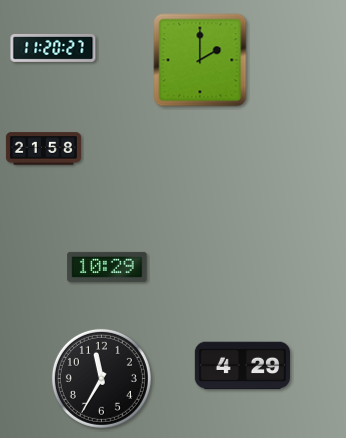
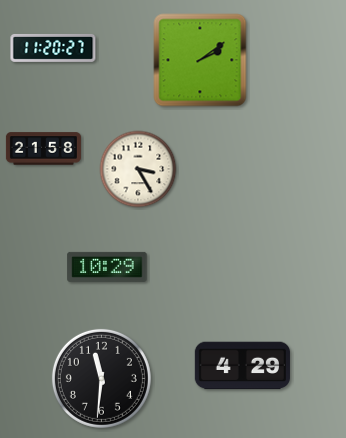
clock at (200, 60): 2:00 -> 2:09
clock at (138, 169): none -> 3:25
clock at (101, 378): 11:35 -> 11:31
